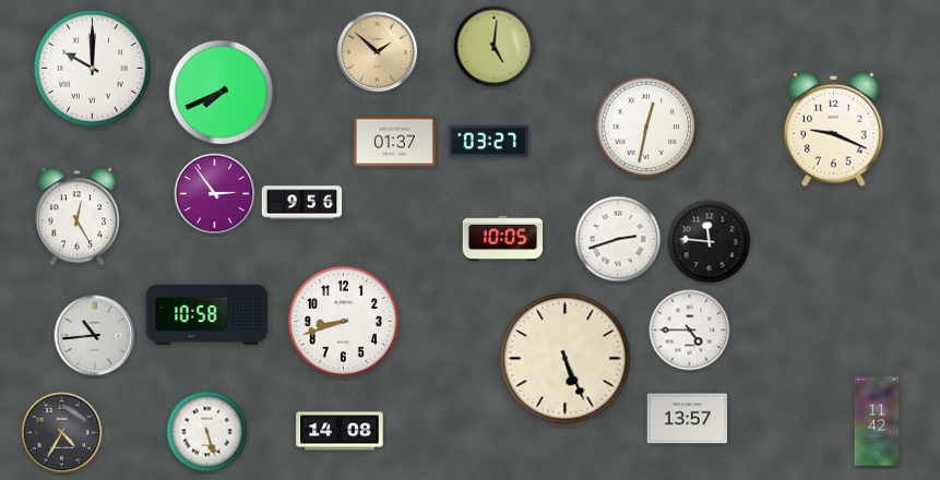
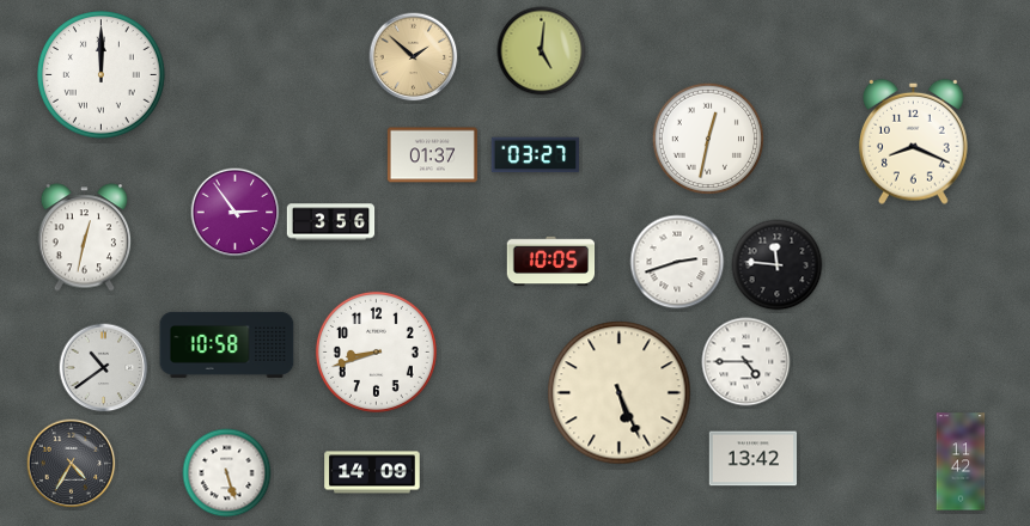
clock at (93, 69): 10:00 -> 12:00
clock at (221, 92): 7:41 -> none
clock at (834, 129): 9:19 -> 8:19
clock at (302, 203): 9:56 -> 3:56
clock at (78, 217): 12:25 -> 12:32
clock at (690, 331) position: (690, 331) -> (746, 362)
clock at (95, 336): 10:44 -> 10:39
clock at (688, 419): 13:57 -> 13:42
clock at (340, 431): 14:08 -> 14:09
clock at (62, 433) position: (62, 433) -> (72, 464)
